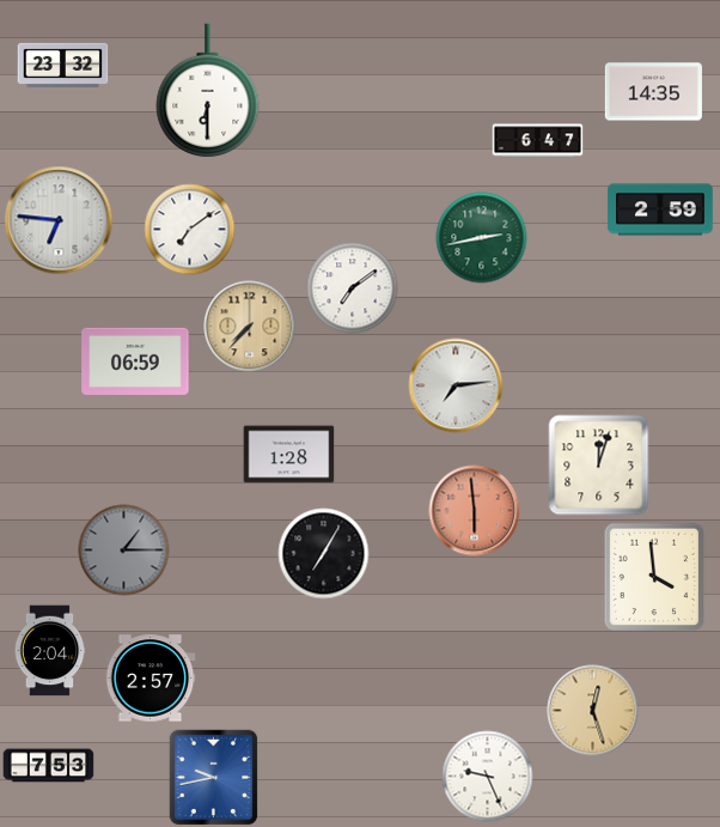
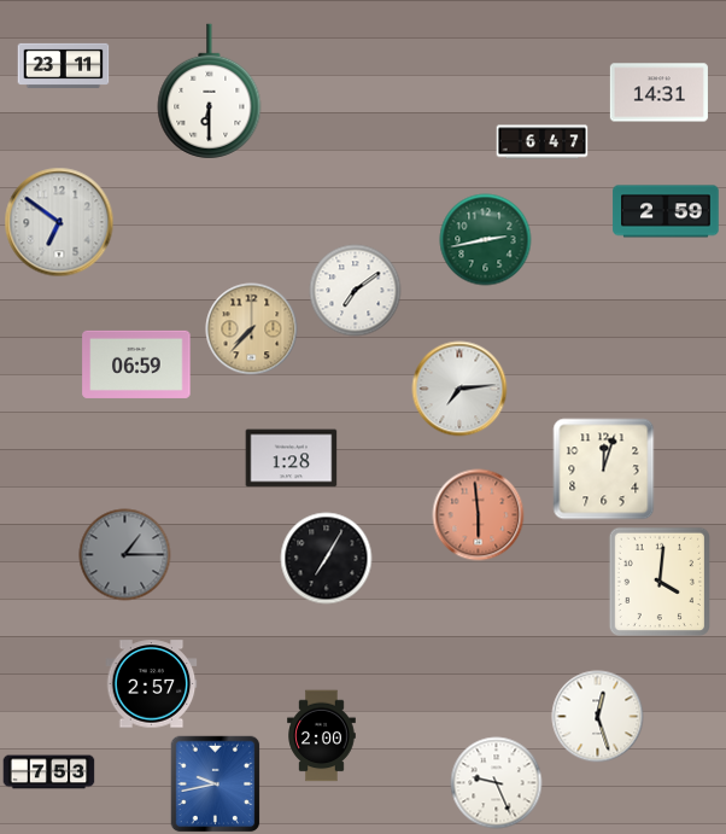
clock at (63, 65): 23:32 -> 23:11
clock at (653, 92): 14:35 -> 14:31
clock at (59, 220): 6:46 -> 6:51
clock at (190, 230): 7:09 -> none
clock at (653, 576): 3:59 -> 4:01
clock at (50, 651): 2:04 -> none
clock at (593, 711) dial: champagne -> white
clock at (322, 736): none -> 2:00
clock at (488, 777) position: (488, 777) -> (497, 783)
